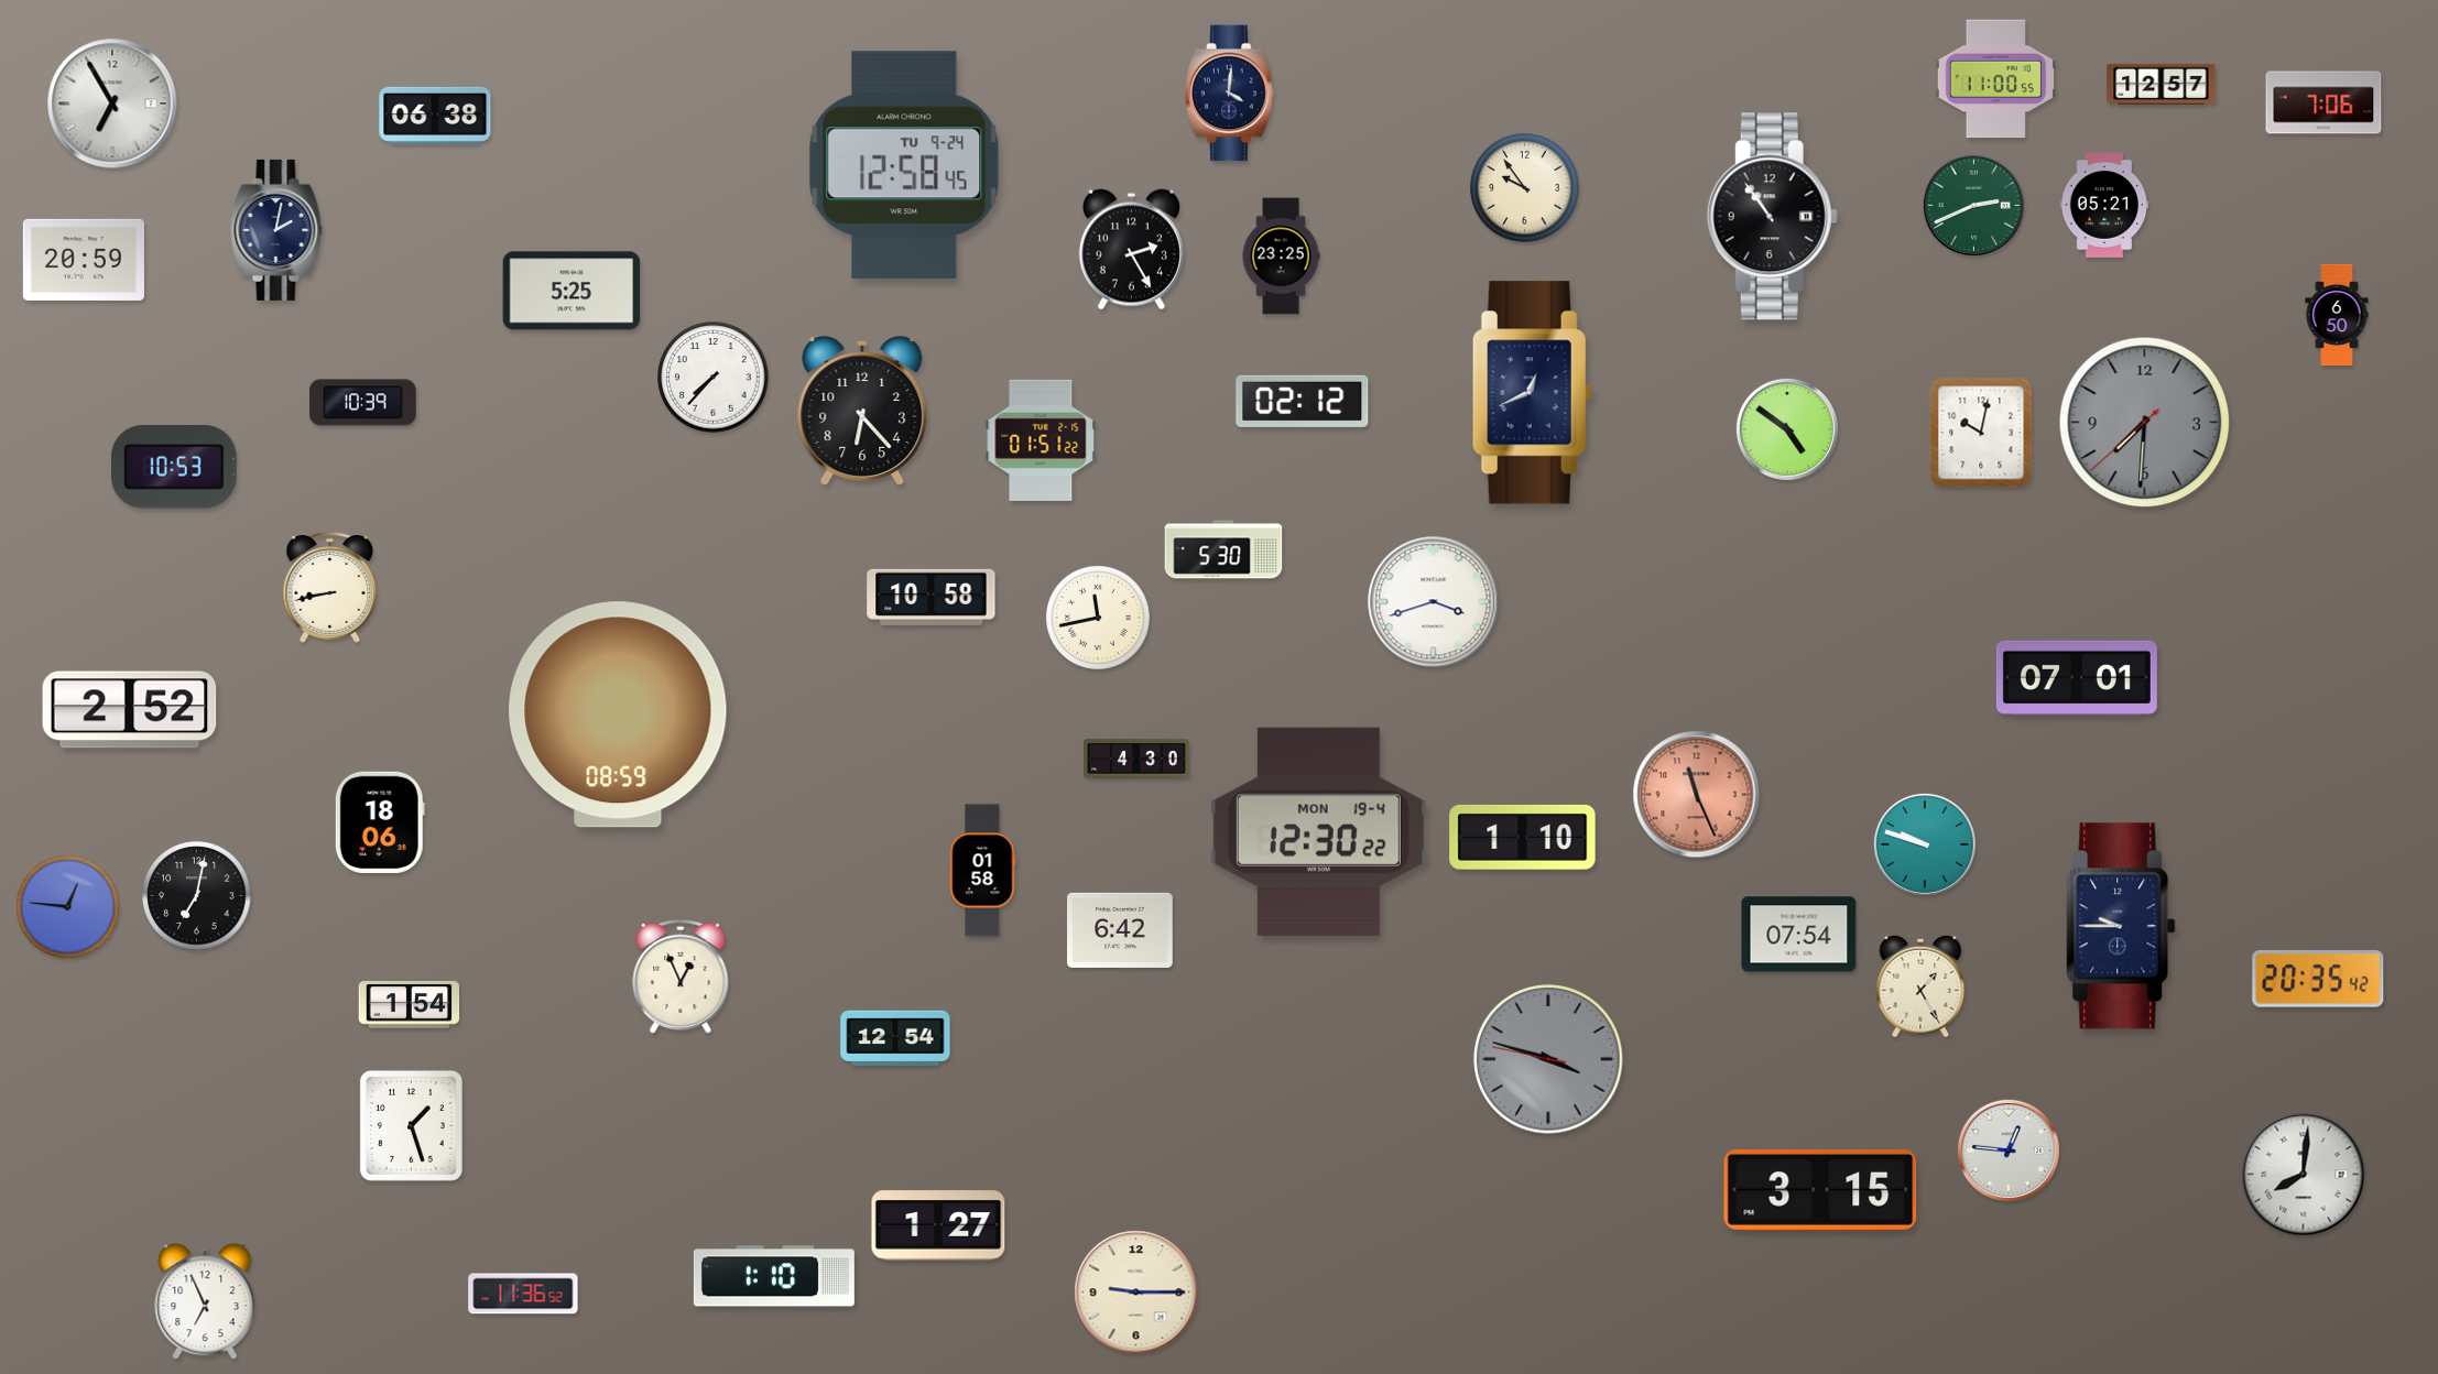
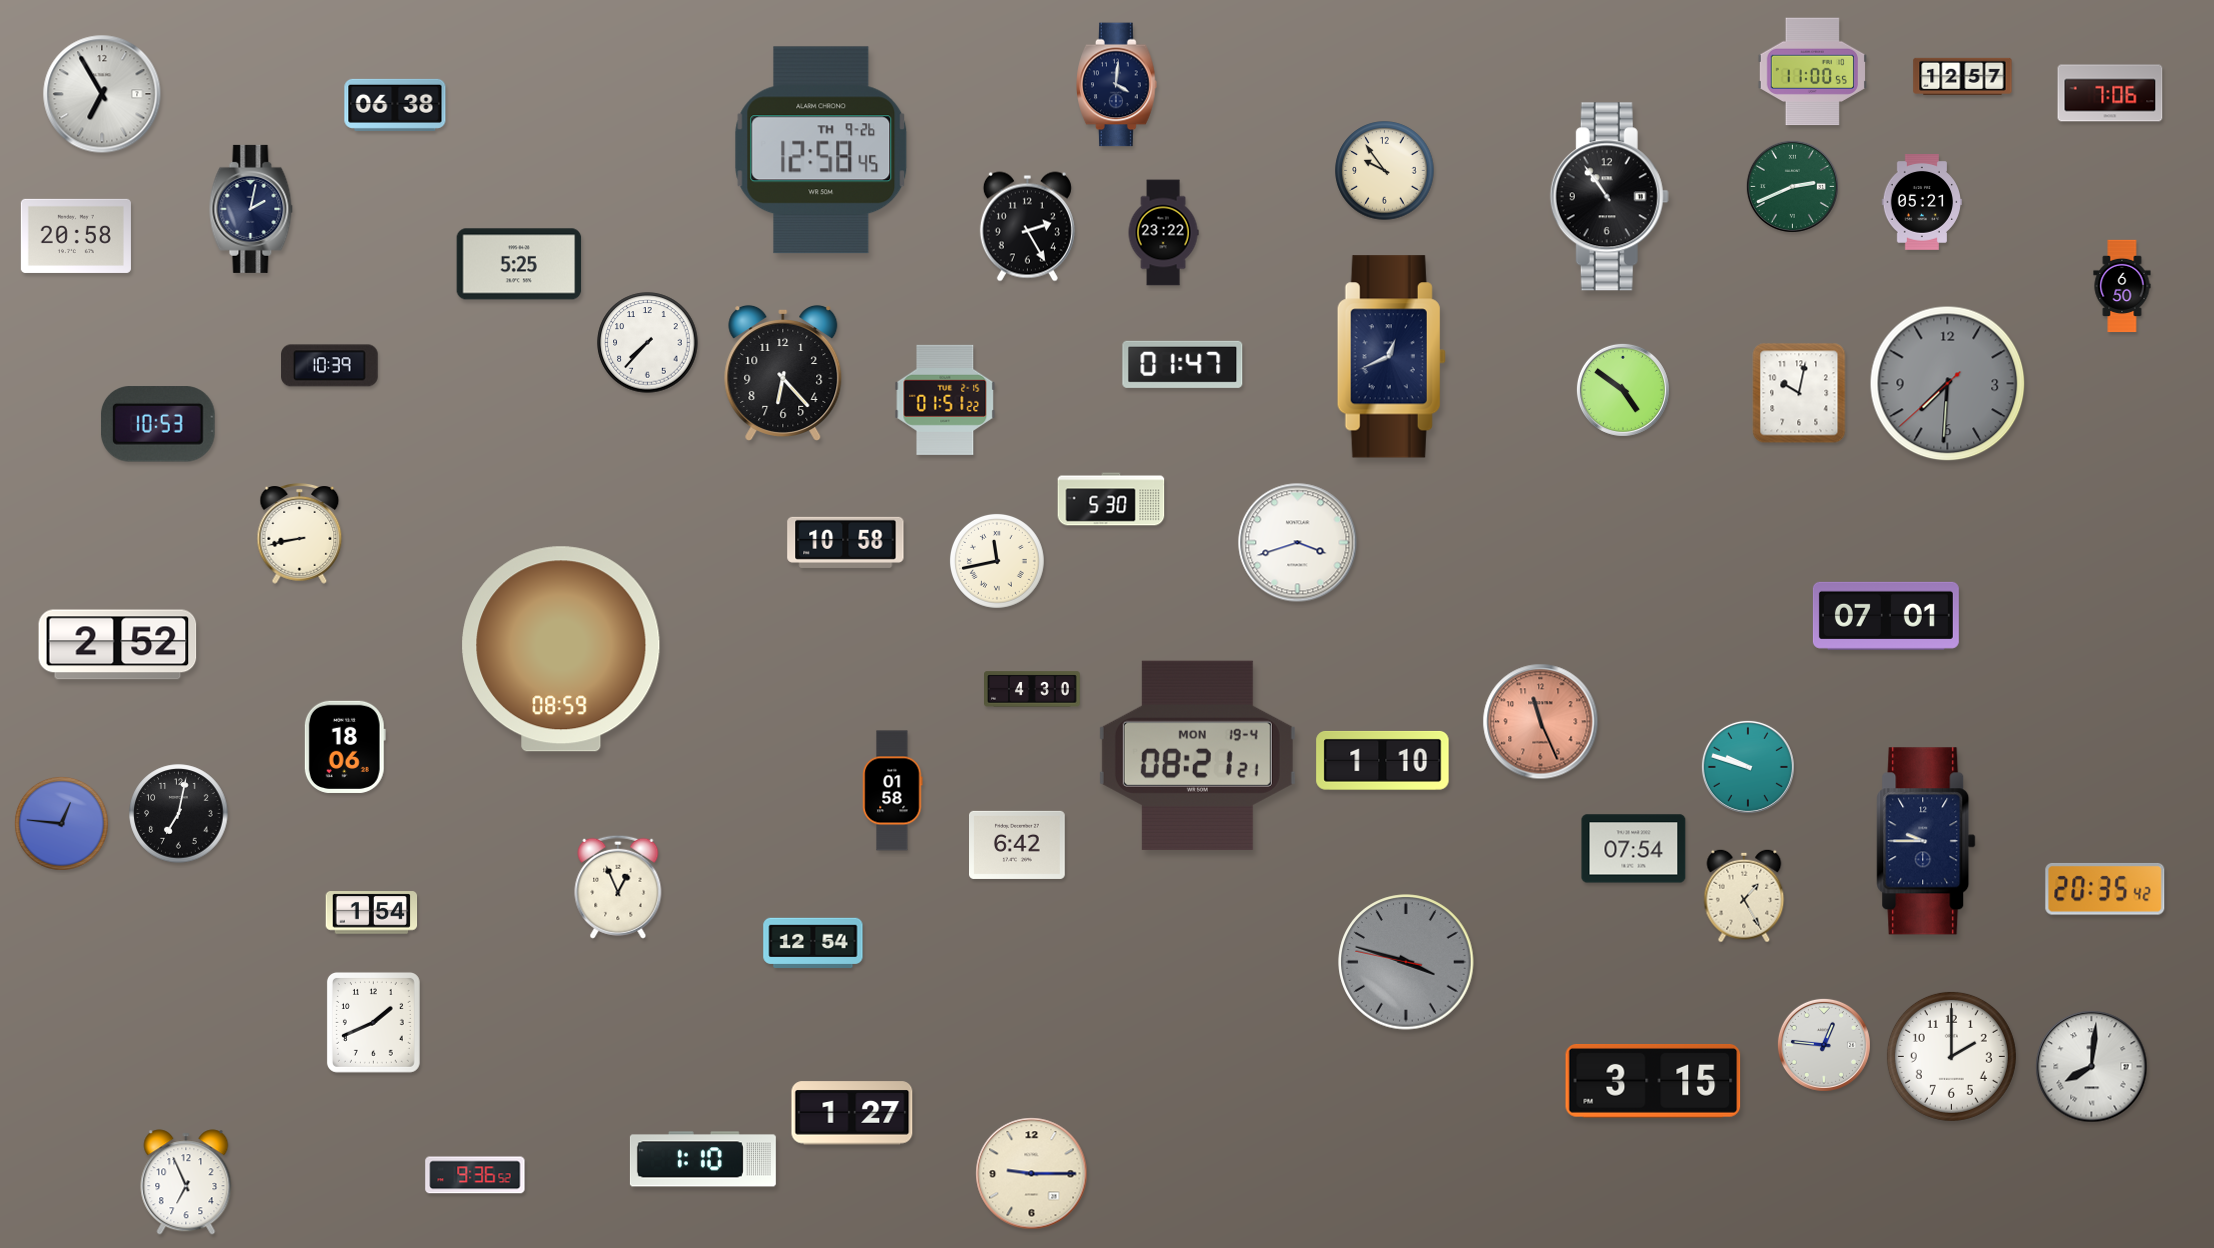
clock at (904, 165) date: TU 9-24 -> TH 9-26
clock at (2103, 206) position: (2103, 206) -> (1921, 203)
clock at (1281, 257): 23:25 -> 23:22
clock at (84, 260): 20:59 -> 20:58
clock at (1303, 401): 02:12 -> 01:47
clock at (1434, 602) position: (1434, 602) -> (1298, 543)
clock at (1318, 831): 12:30 -> 08:21
clock at (411, 1125): 1:27 -> 1:41
clock at (1951, 1056): none -> 2:00
clock at (523, 1294): 11:36 -> 9:36
